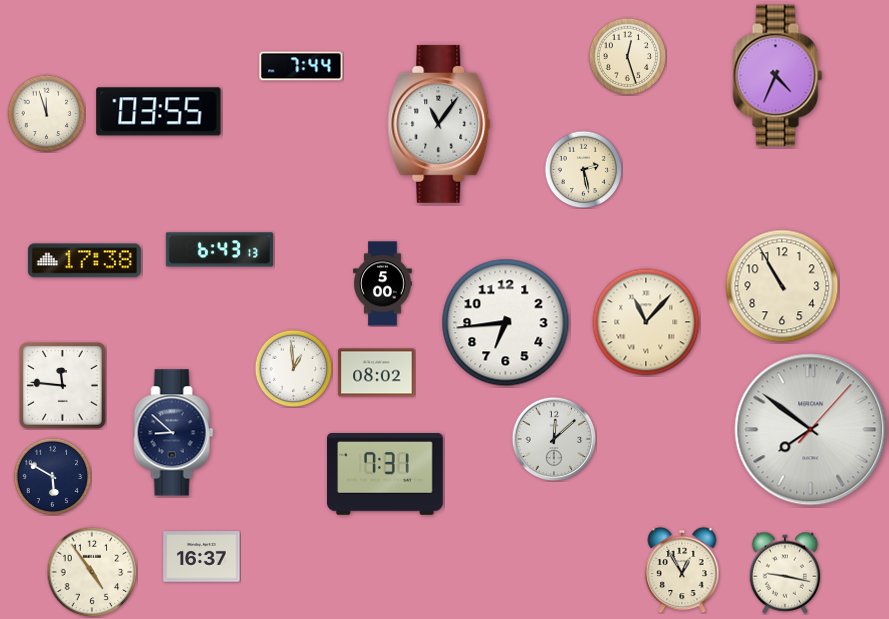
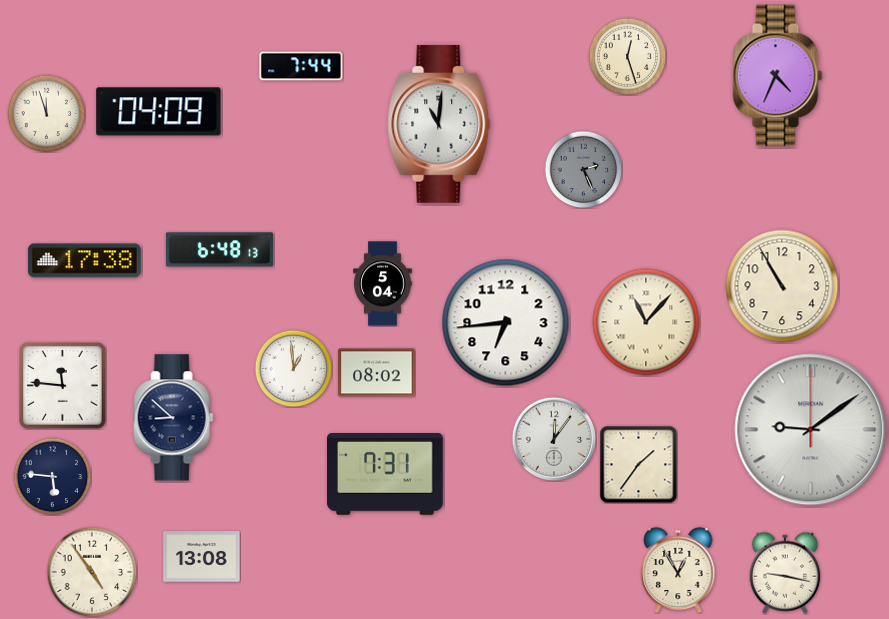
clock at (159, 112): 03:55 -> 04:09
clock at (439, 124): 11:06 -> 11:01
clock at (583, 169): 2:28 -> 2:26
clock at (583, 169) dial: cream -> grey
clock at (219, 250): 6:43 -> 6:48
clock at (383, 284): 5:00 -> 5:04
clock at (811, 430): 7:51 -> 9:09
clock at (174, 433) position: (174, 433) -> (174, 418)
clock at (554, 439): 12:08 -> 12:06
clock at (638, 464): none -> 1:36
clock at (52, 476): 5:50 -> 5:46
clock at (202, 557): 16:37 -> 13:08
clock at (682, 570) position: (682, 570) -> (678, 570)
